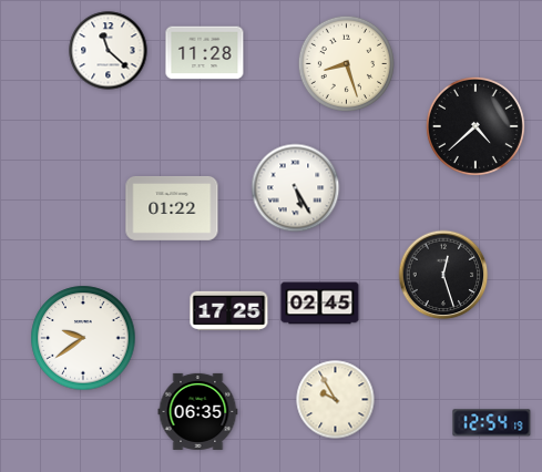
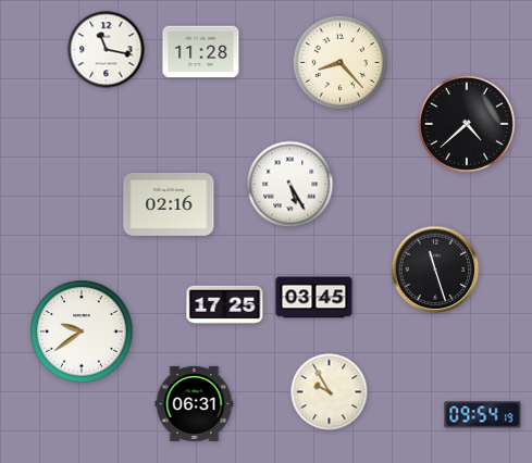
clock at (109, 51): 11:22 -> 11:17
clock at (346, 63): 8:27 -> 8:23
clock at (172, 208): 01:22 -> 02:16
clock at (443, 275): 12:27 -> 11:27
clock at (320, 304): 02:45 -> 03:45
clock at (198, 411): 06:35 -> 06:31
clock at (492, 423): 12:54 -> 09:54
